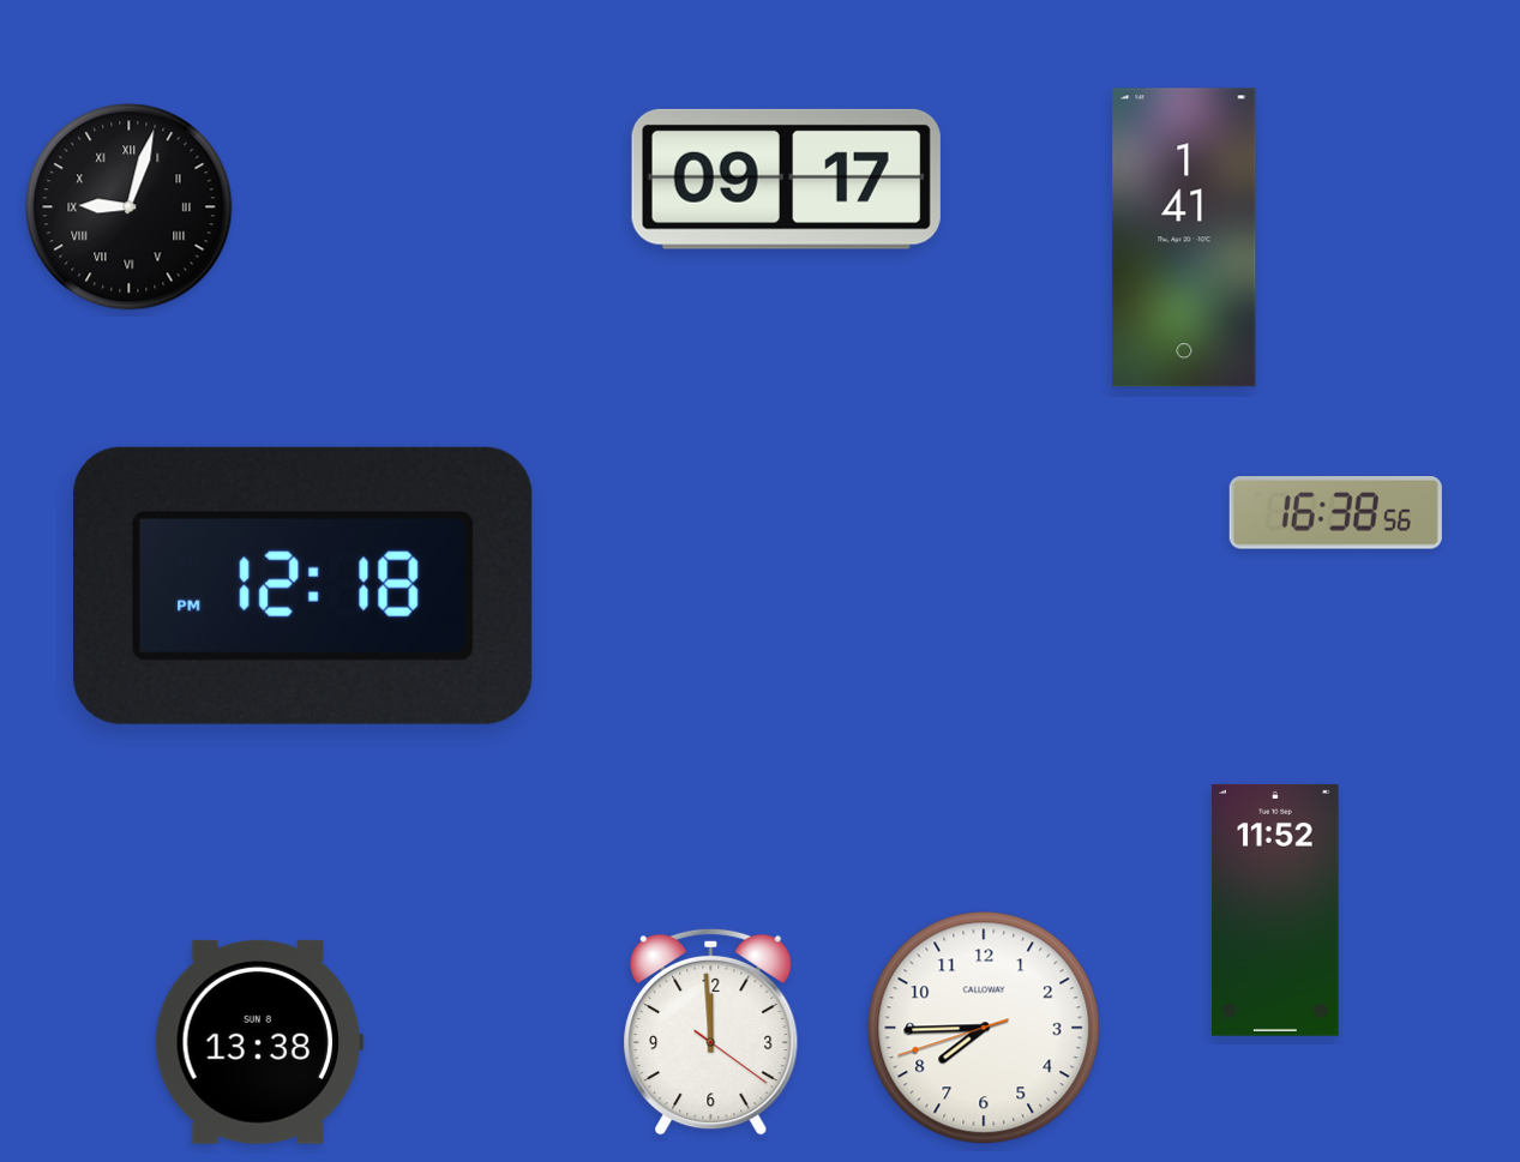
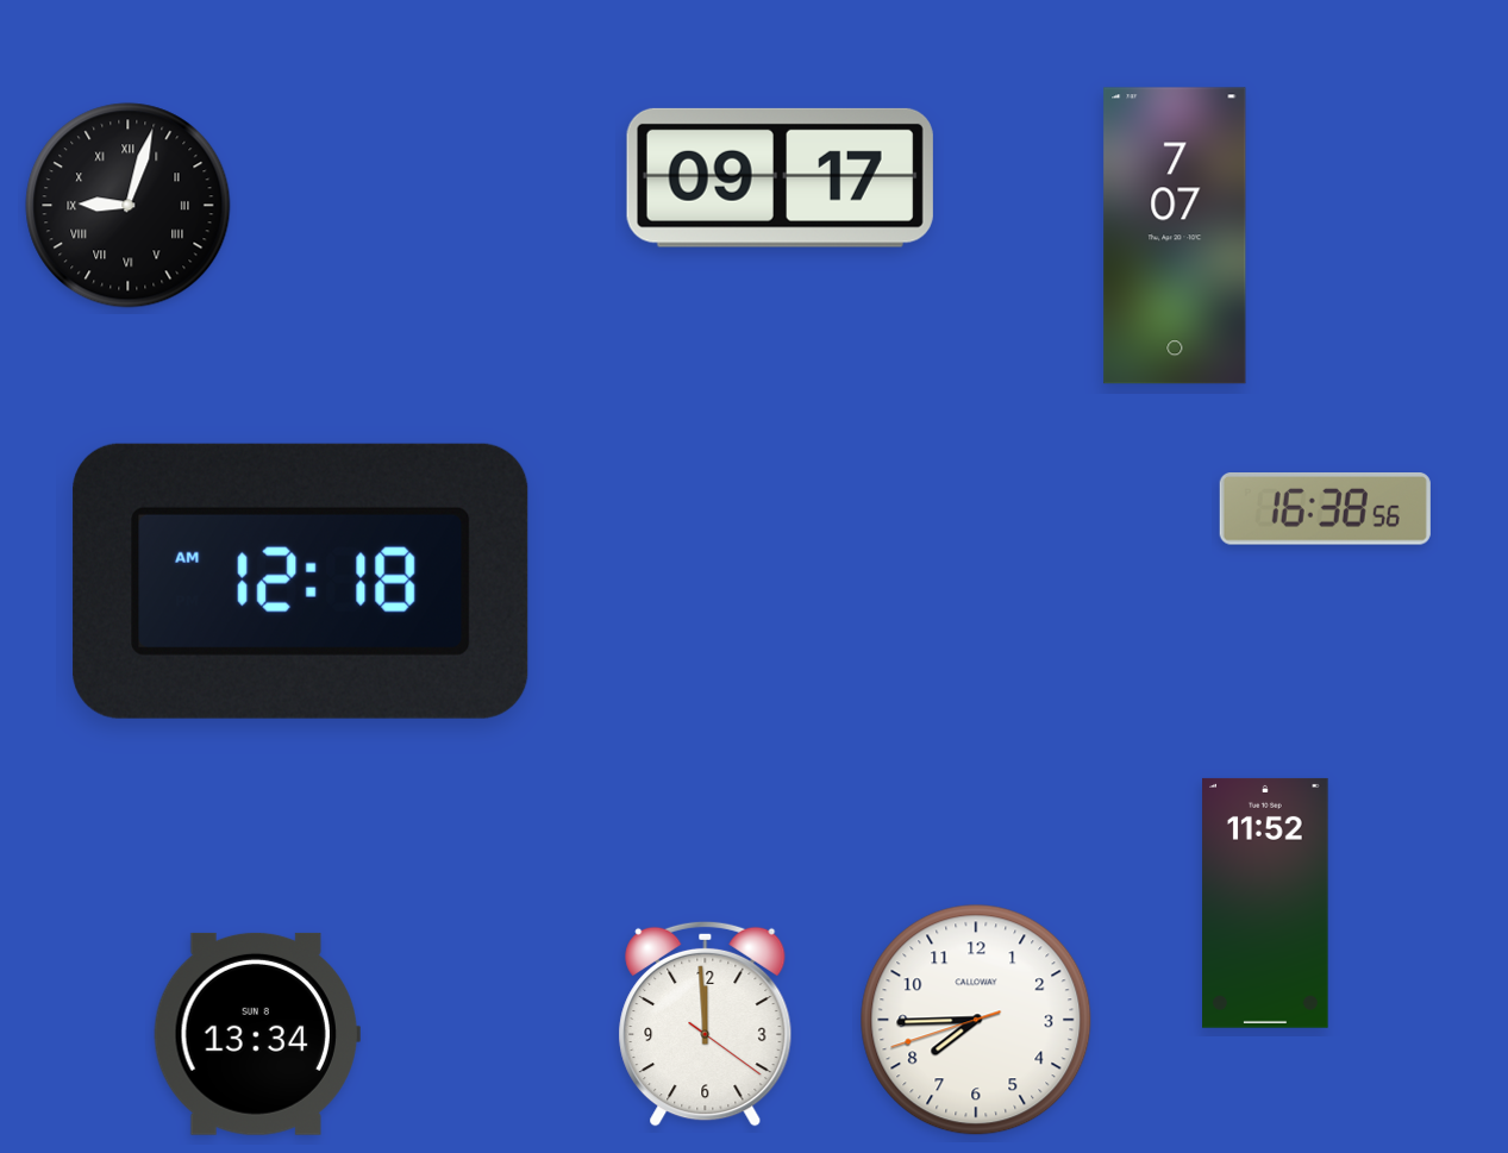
clock at (1184, 237): 1:41 -> 7:07
clock at (304, 585): 12:18 PM -> 12:18 AM
clock at (259, 1042): 13:38 -> 13:34
